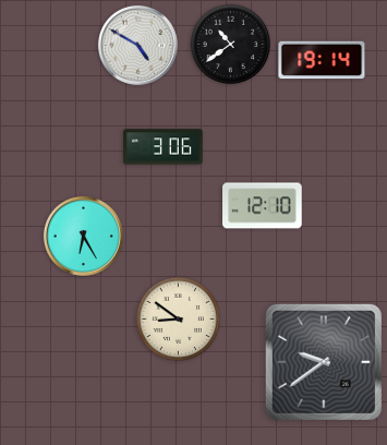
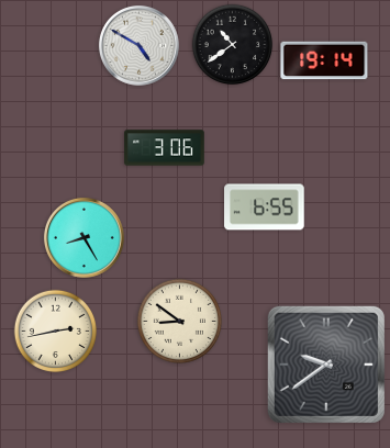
clock at (263, 206): 12:10 -> 6:55
clock at (83, 236): 6:25 -> 8:25
clock at (56, 332): none -> 2:43
